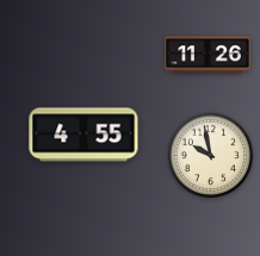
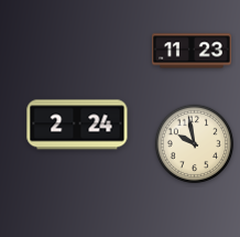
clock at (208, 55): 11:26 -> 11:23
clock at (83, 135): 4:55 -> 2:24
